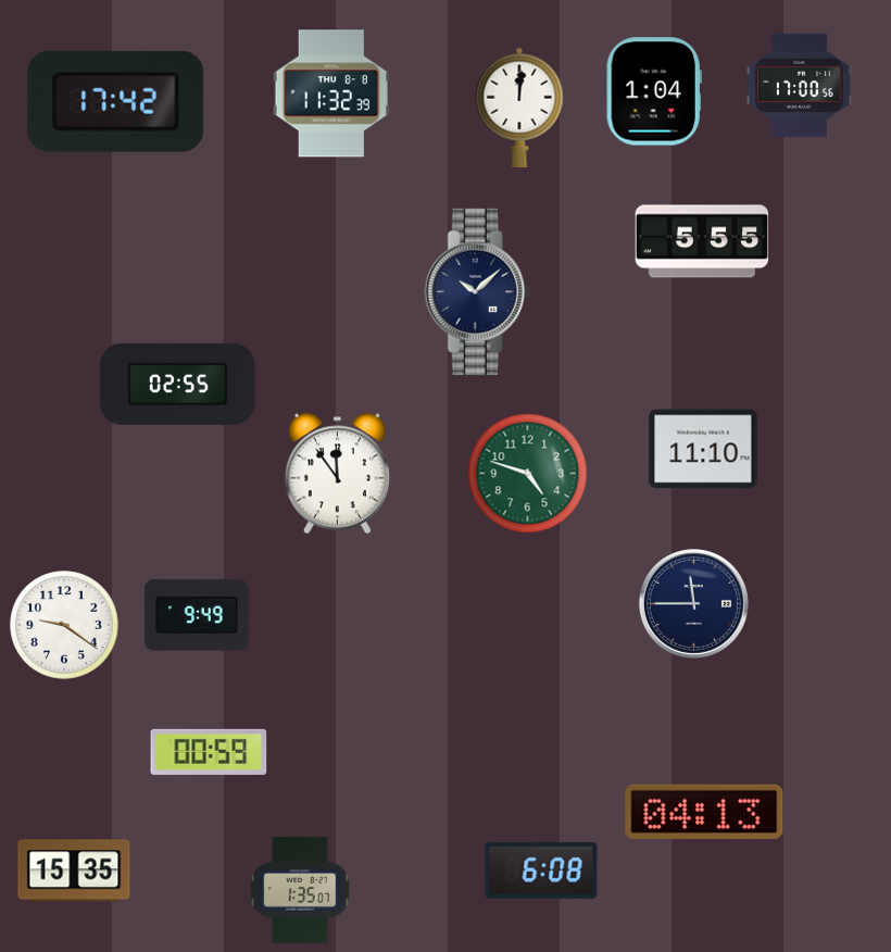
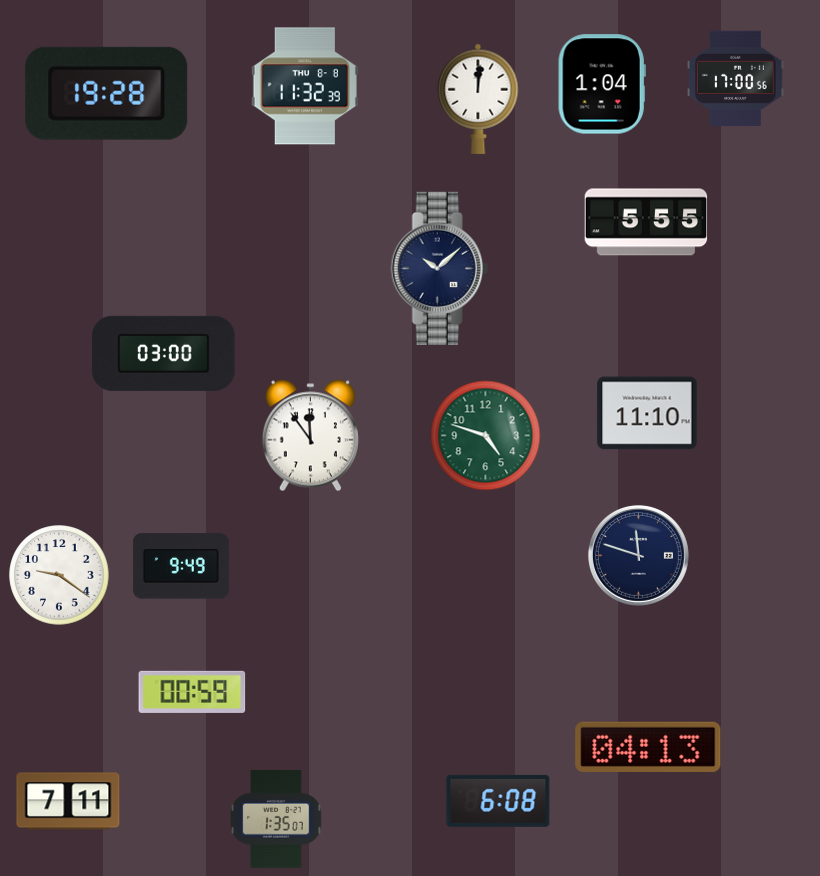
clock at (116, 101): 17:42 -> 19:28
clock at (178, 384): 02:55 -> 03:00
clock at (693, 603): 11:45 -> 11:48
clock at (74, 870): 15:35 -> 7:11
